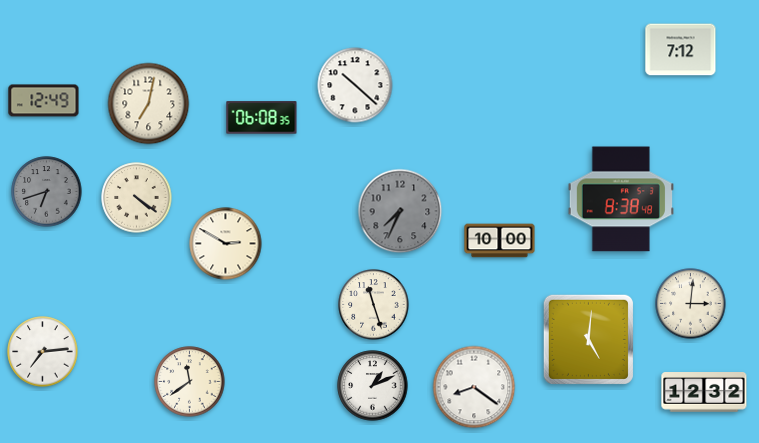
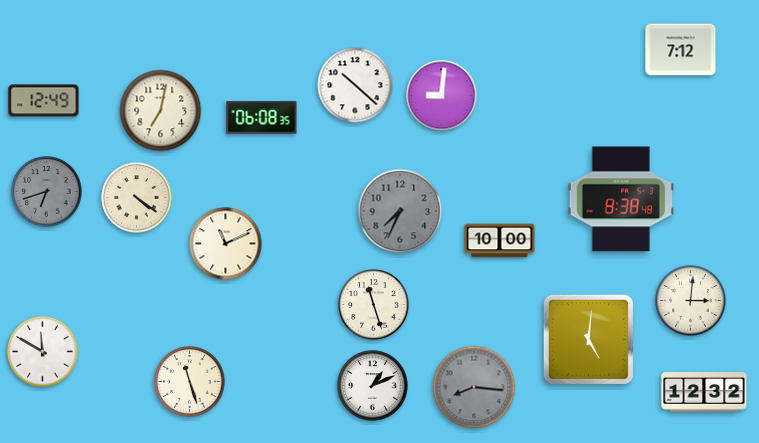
clock at (442, 96): none -> 9:01
clock at (149, 104) position: (149, 104) -> (161, 111)
clock at (226, 244): 2:50 -> 11:11
clock at (691, 304) position: (691, 304) -> (691, 301)
clock at (43, 352): 7:14 -> 11:50
clock at (190, 382): 11:39 -> 11:27
clock at (474, 387): 8:21 -> 8:16
clock at (474, 387) dial: white -> grey
